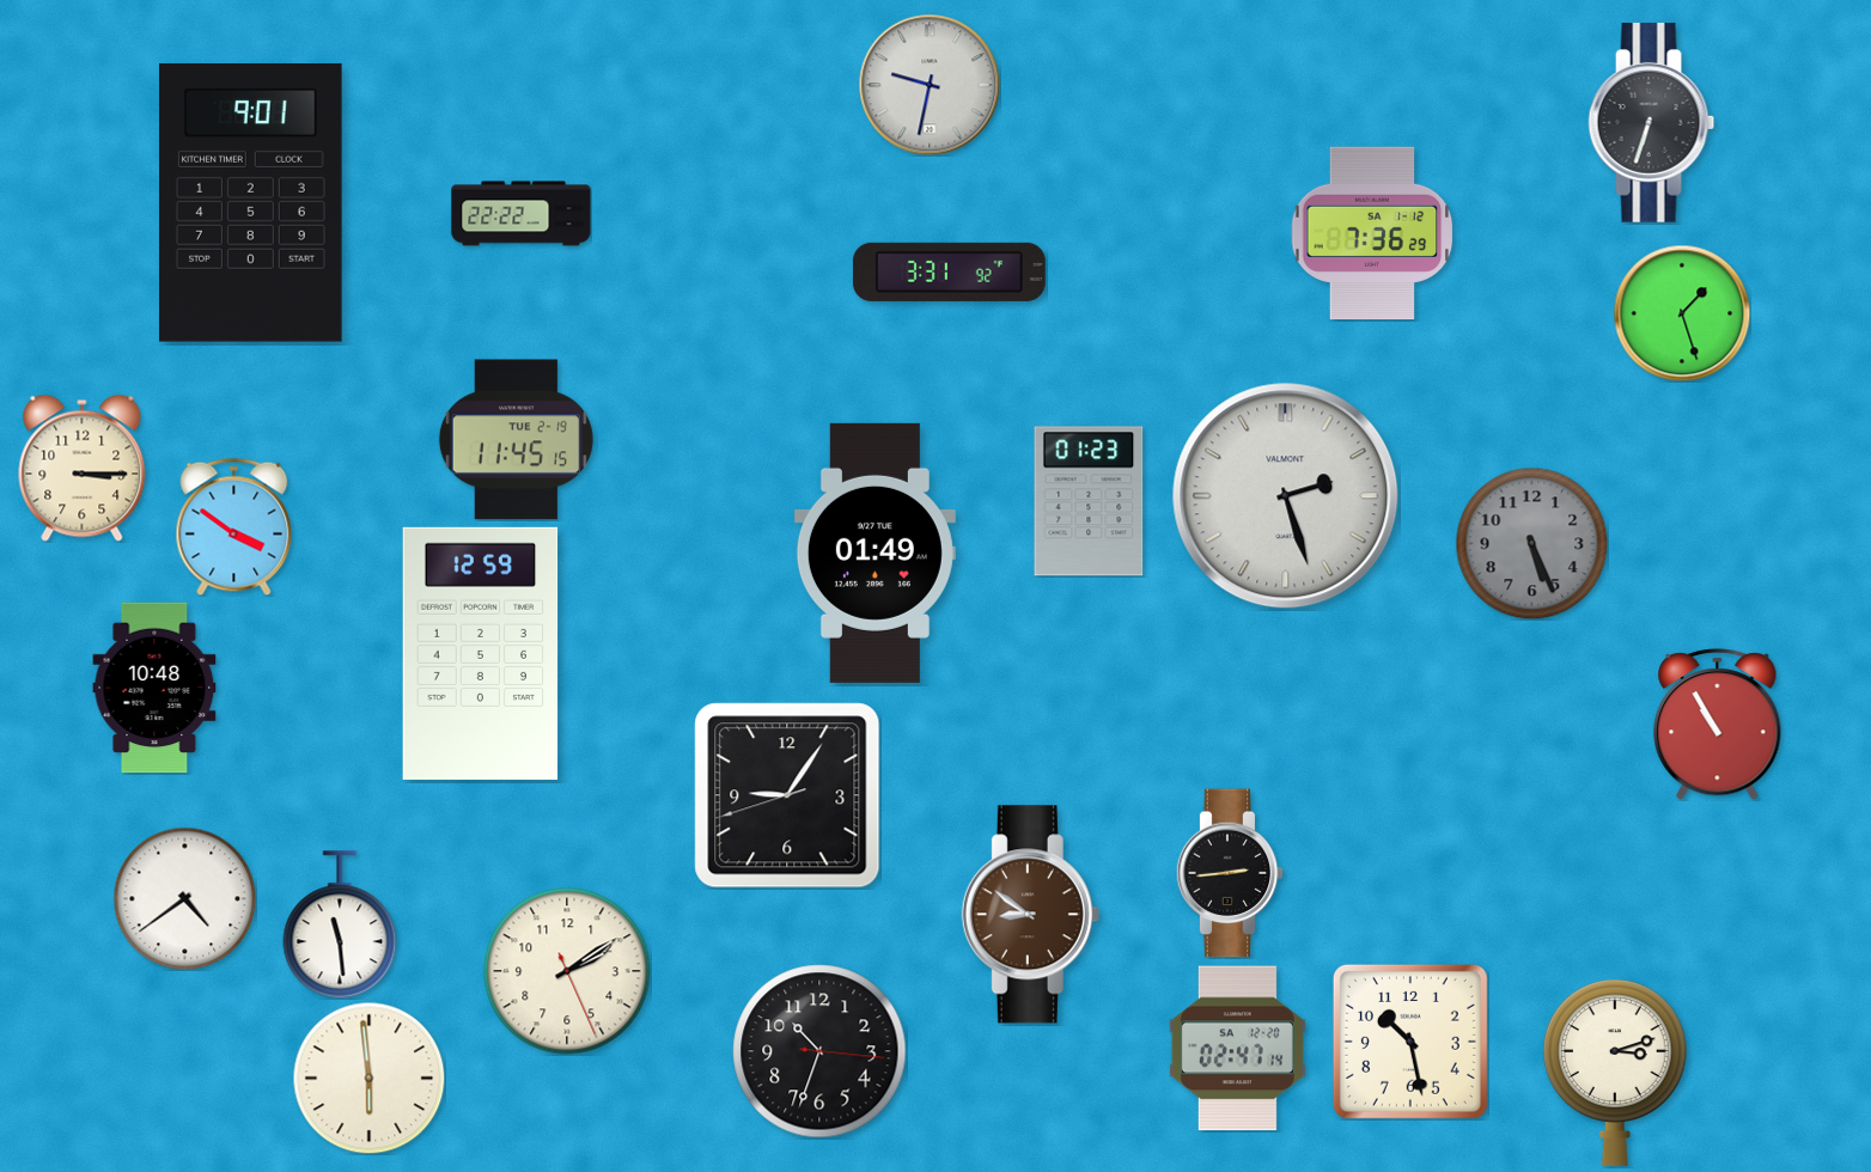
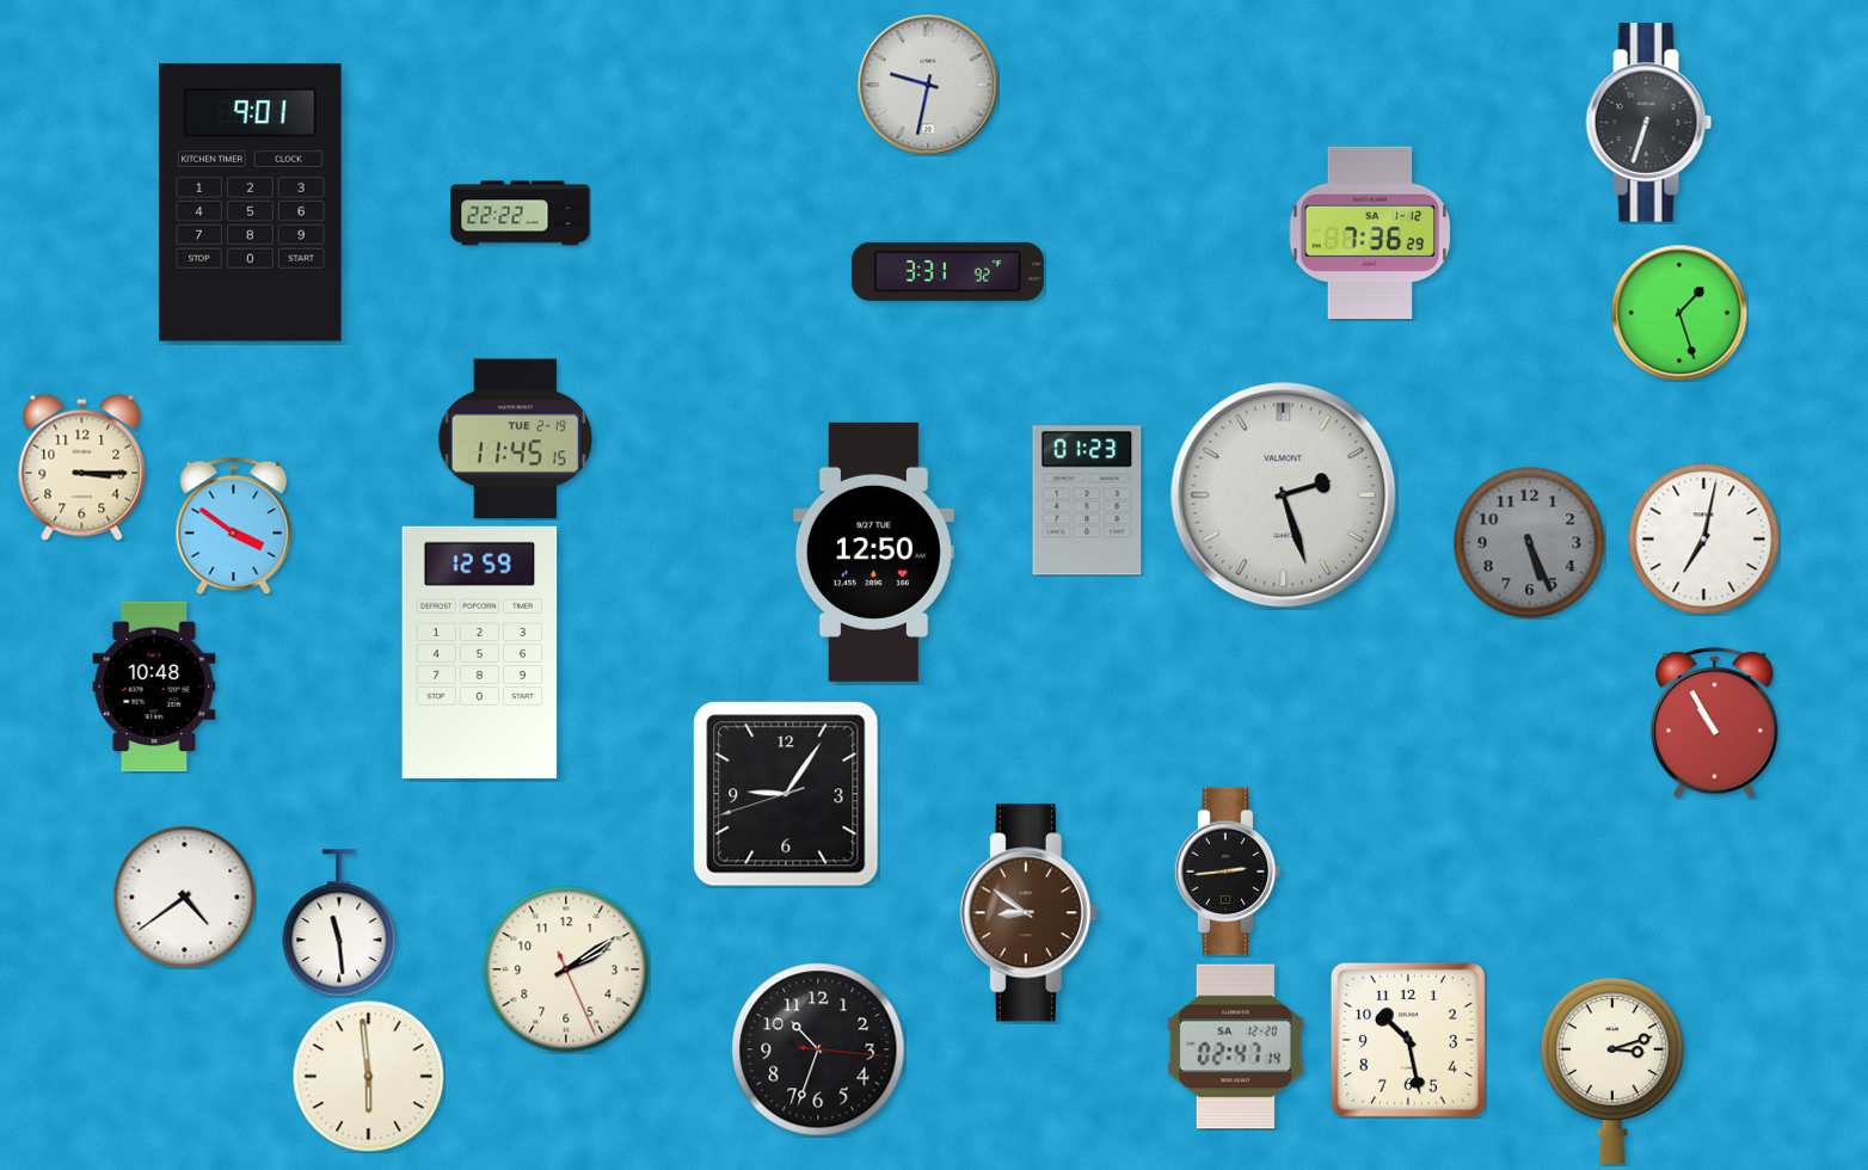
clock at (1703, 538): none -> 7:02
clock at (874, 553): 01:49 -> 12:50
